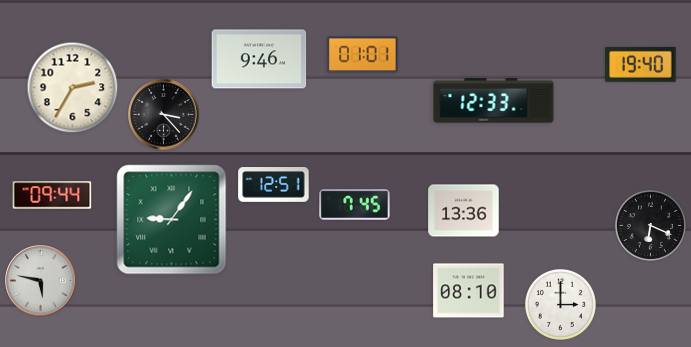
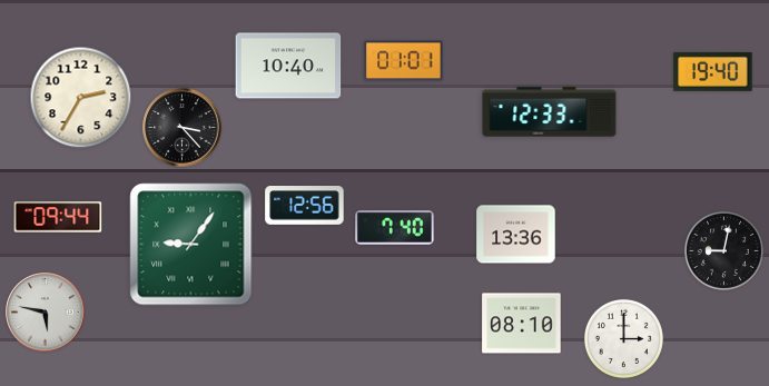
clock at (259, 59): 9:46 -> 10:40
clock at (274, 185): 12:51 -> 12:56
clock at (355, 205): 7:45 -> 7:40
clock at (650, 225): 6:19 -> 9:02
